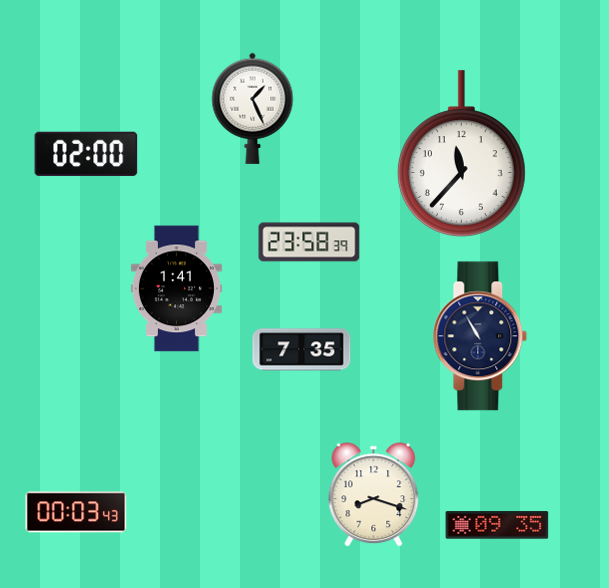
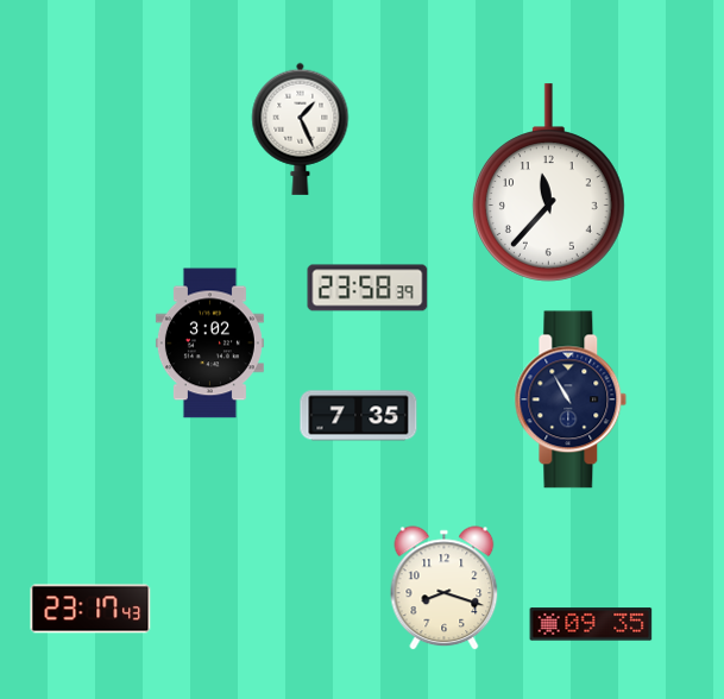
clock at (86, 154): 02:00 -> none
clock at (176, 289): 1:41 -> 3:02
clock at (76, 512): 00:03 -> 23:17
